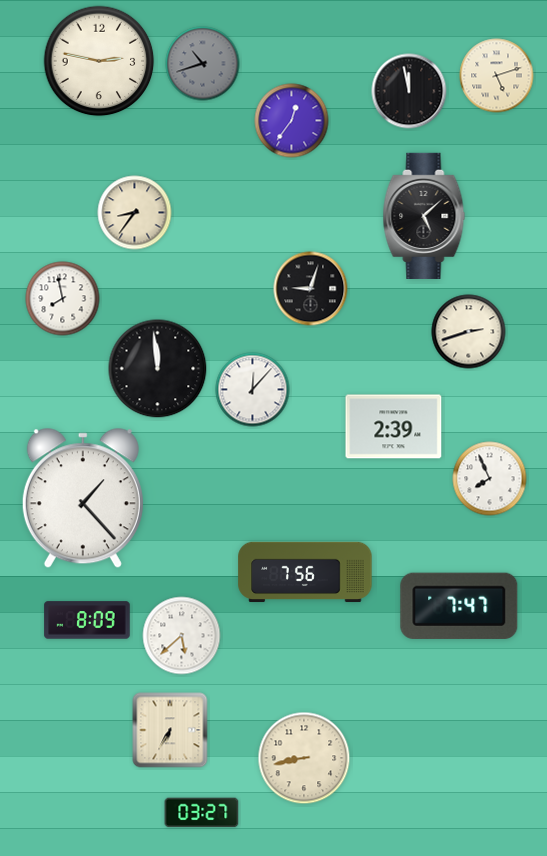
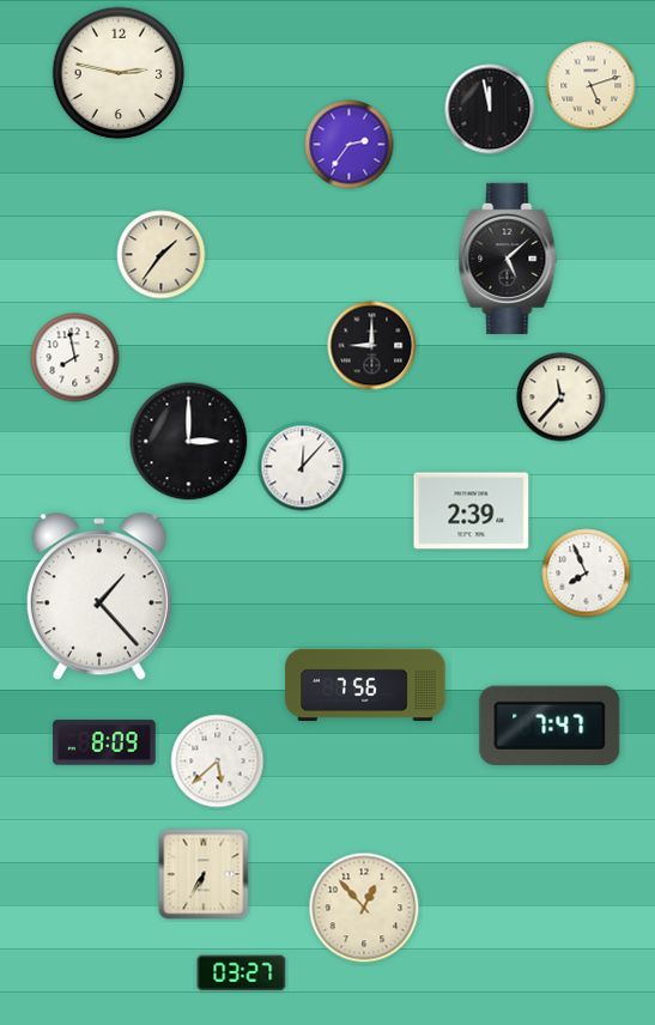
clock at (203, 64): 10:42 -> none
clock at (497, 76) position: (497, 76) -> (592, 86)
clock at (292, 121): 12:36 -> 2:36
clock at (135, 213): 8:36 -> 1:36
clock at (311, 289): 9:03 -> 9:00
clock at (469, 332): 2:42 -> 11:37
clock at (158, 369): 11:59 -> 3:00
clock at (304, 758): 8:43 -> 12:53
